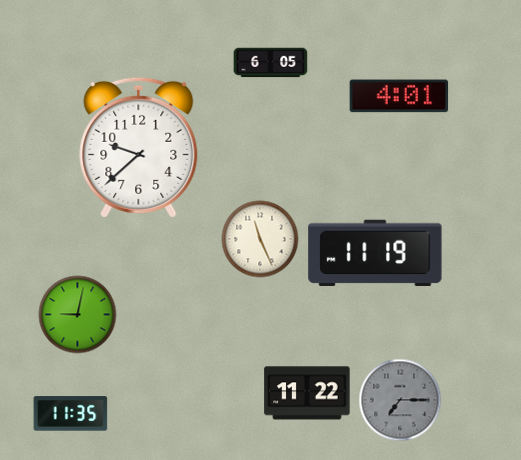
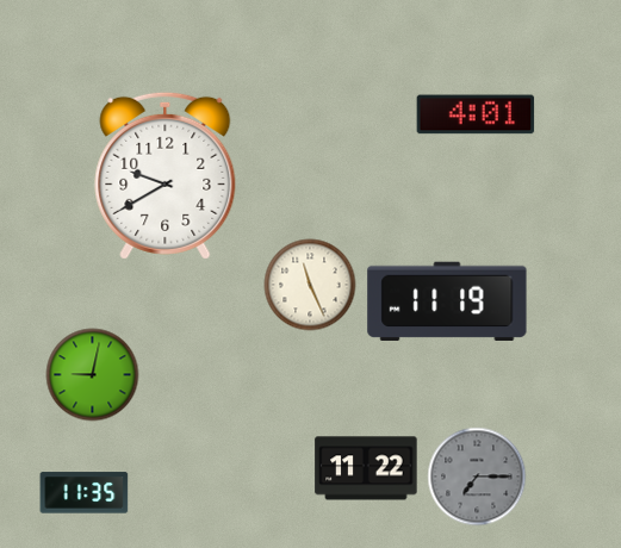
clock at (271, 63): 6:05 -> none
clock at (139, 147): 9:38 -> 9:40
